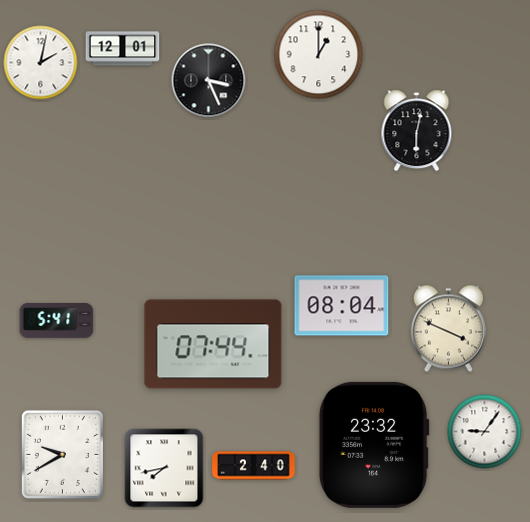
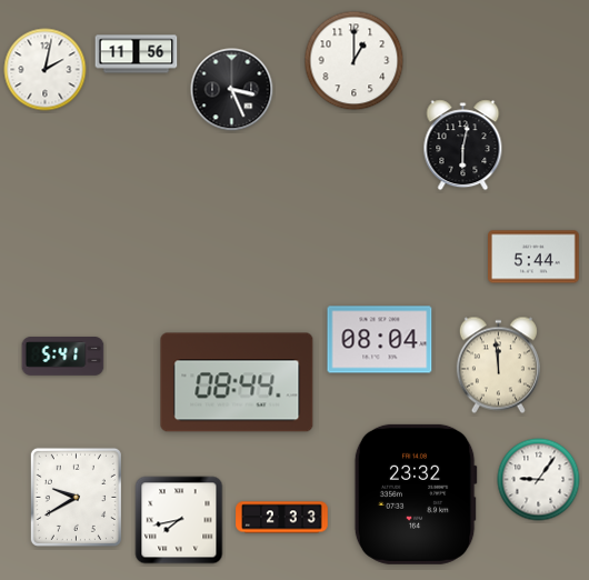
clock at (123, 49): 12:01 -> 11:56
clock at (535, 257): none -> 5:44
clock at (448, 329): 3:49 -> 11:59
clock at (213, 344): 07:44 -> 08:44
clock at (62, 454) position: (62, 454) -> (76, 497)
clock at (254, 466): 2:40 -> 2:33
clock at (164, 468) position: (164, 468) -> (179, 520)
